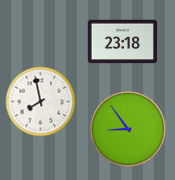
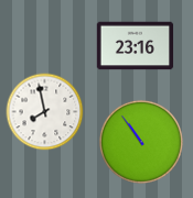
clock at (123, 42): 23:18 -> 23:16
clock at (128, 129): 8:54 -> 10:54
